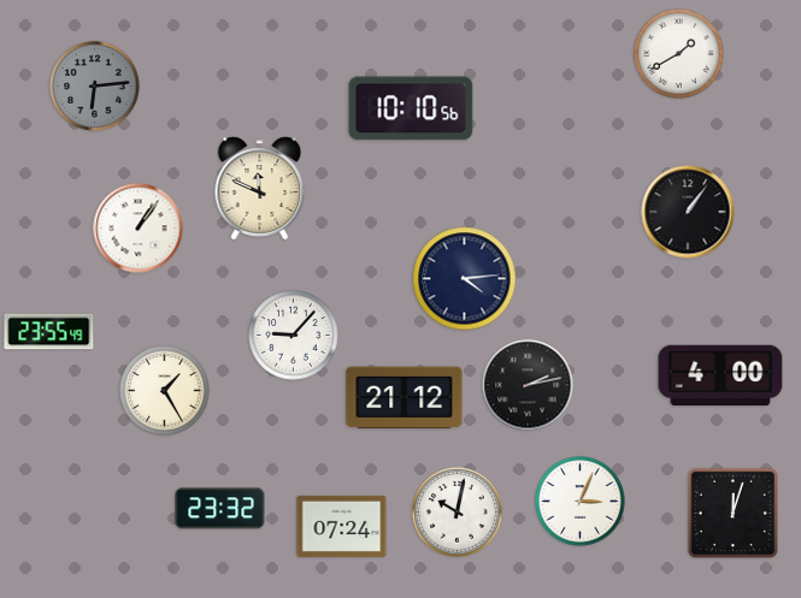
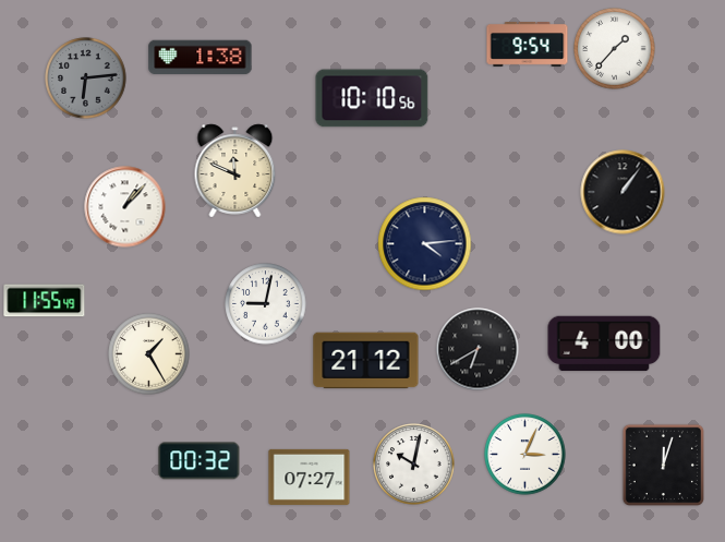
clock at (528, 45): none -> 9:54
clock at (679, 54): 1:40 -> 1:37
clock at (201, 58): none -> 1:38
clock at (139, 229): 1:06 -> 1:07
clock at (465, 279) position: (465, 279) -> (425, 244)
clock at (49, 332): 23:55 -> 11:55
clock at (294, 336): 9:07 -> 9:02
clock at (720, 375) position: (720, 375) -> (604, 344)
clock at (528, 385): 2:13 -> 6:40
clock at (220, 509): 23:32 -> 00:32
clock at (342, 526): 07:24 -> 07:27
